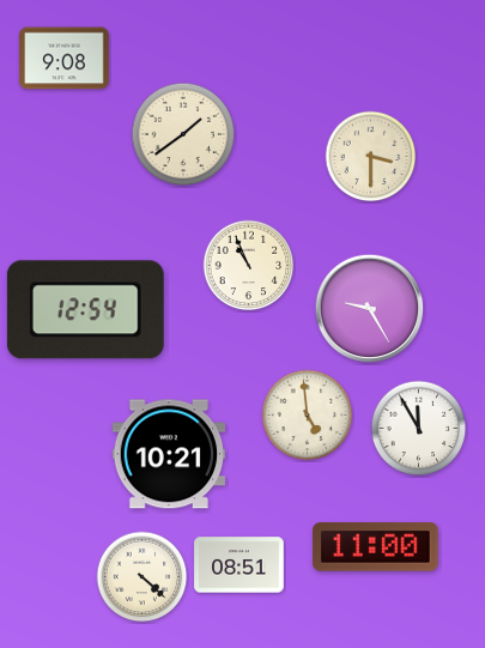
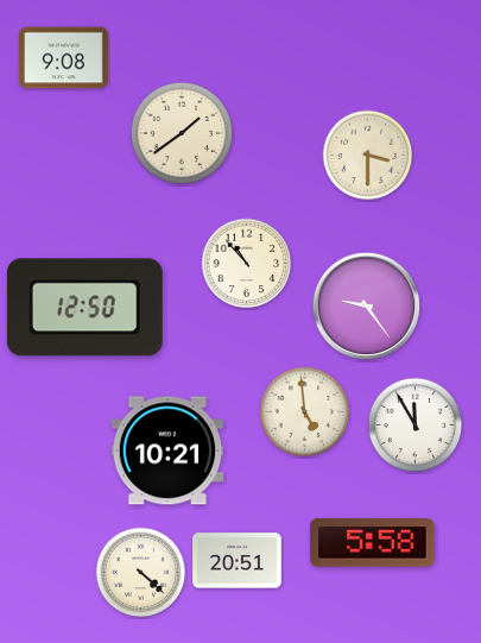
clock at (249, 266): 10:56 -> 10:53
clock at (370, 309): 9:25 -> 9:24
clock at (85, 310): 12:54 -> 12:50
clock at (376, 547): 11:00 -> 5:58
clock at (240, 565): 08:51 -> 20:51
